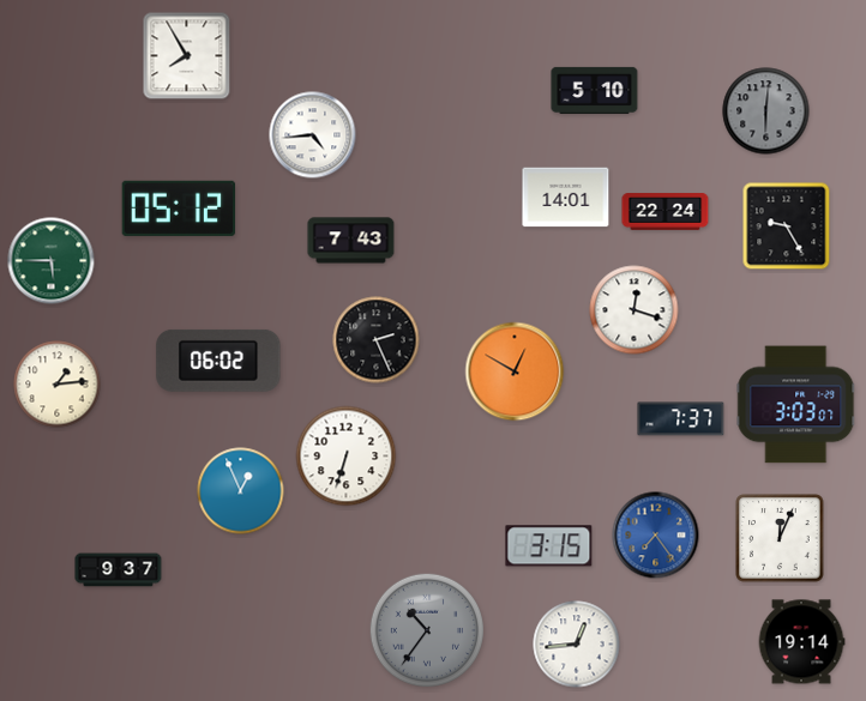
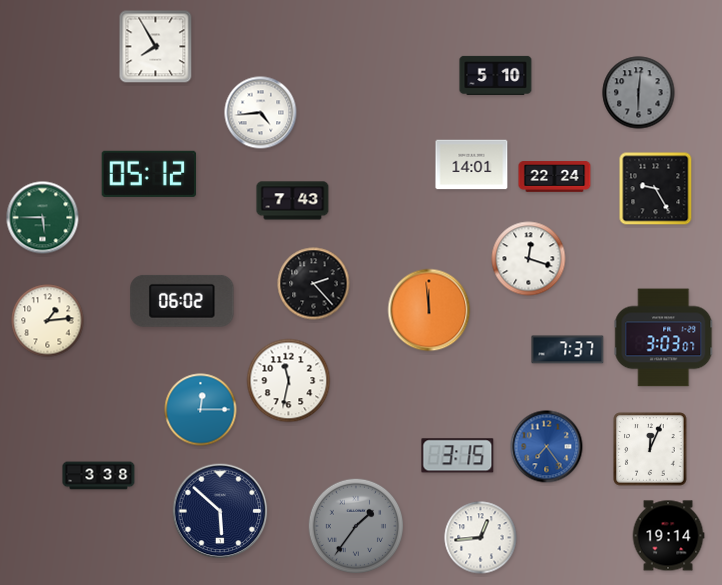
clock at (377, 340): 2:26 -> 2:23
clock at (515, 371): 12:50 -> 11:59
clock at (347, 457): 6:33 -> 11:32
clock at (241, 491): 12:56 -> 12:15
clock at (119, 570): 9:37 -> 3:38
clock at (220, 511): none -> 5:52
clock at (427, 630): 10:36 -> 1:36
